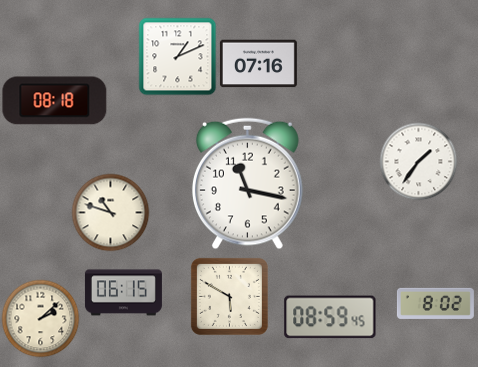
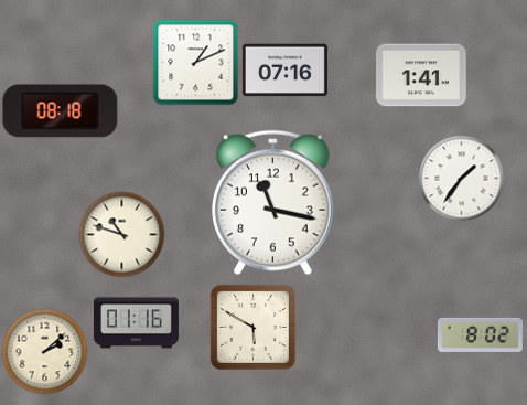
clock at (421, 75): none -> 1:41
clock at (123, 293): 06:15 -> 01:16
clock at (330, 317): 08:59 -> none
